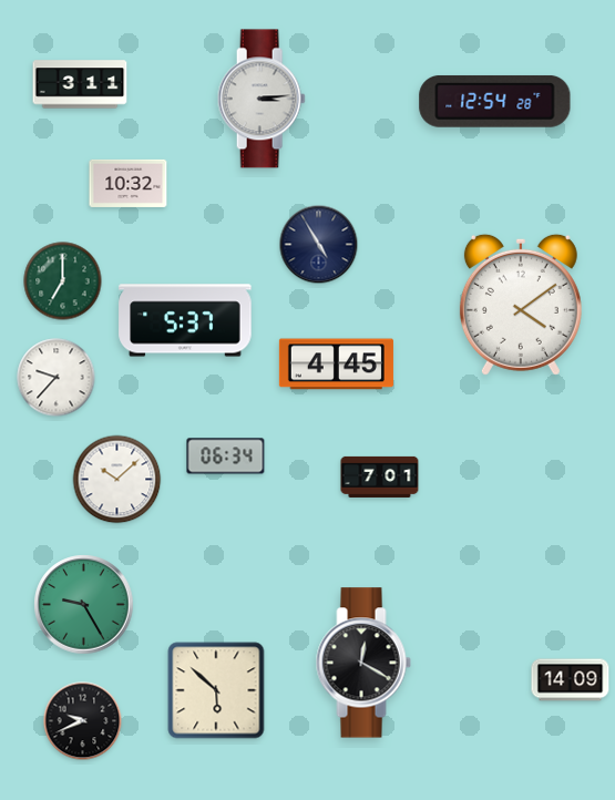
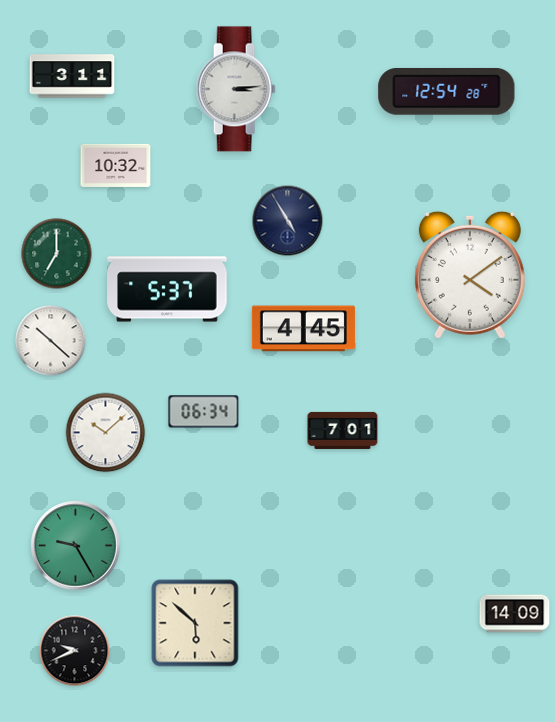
clock at (57, 378): 9:37 -> 10:22
clock at (363, 663): 12:20 -> none
